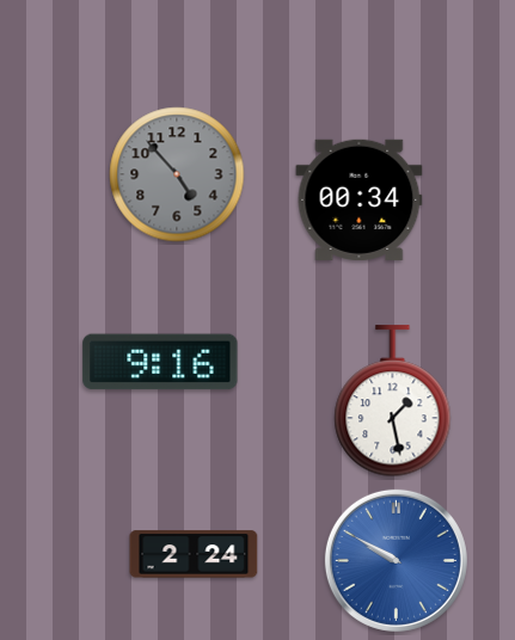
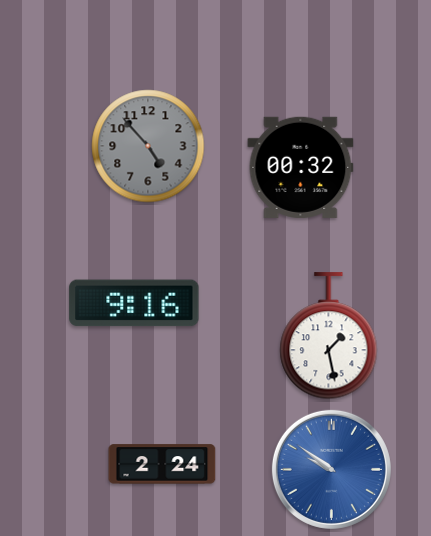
clock at (360, 199): 00:34 -> 00:32
clock at (396, 560): 9:50 -> 9:51
